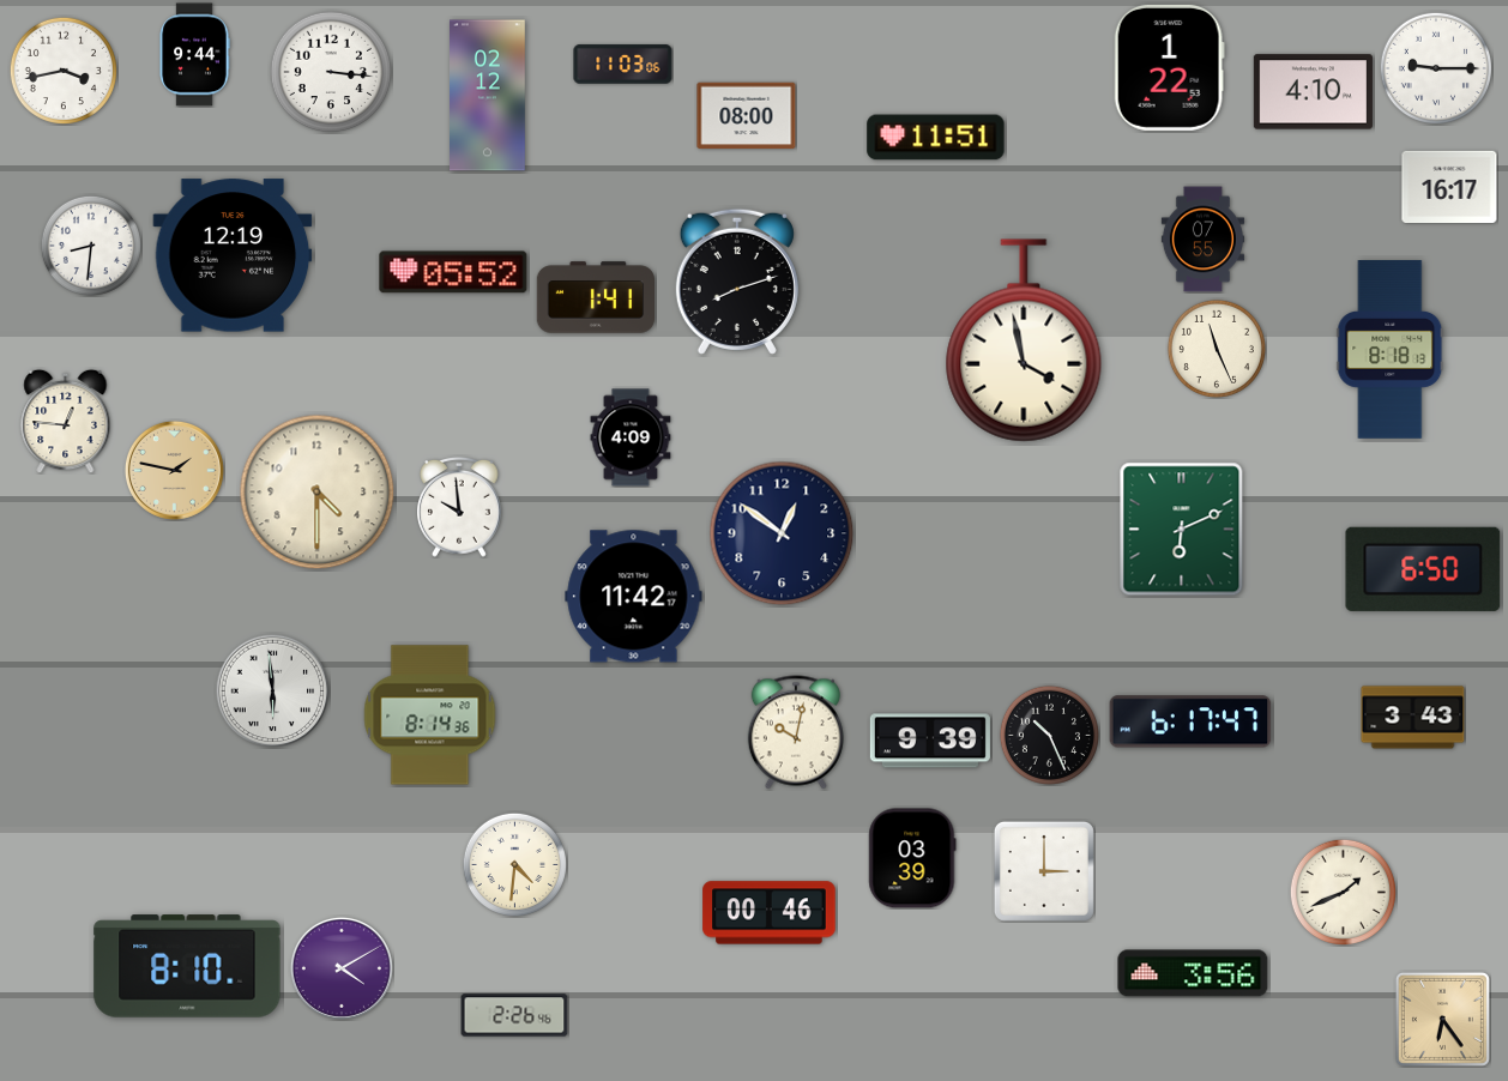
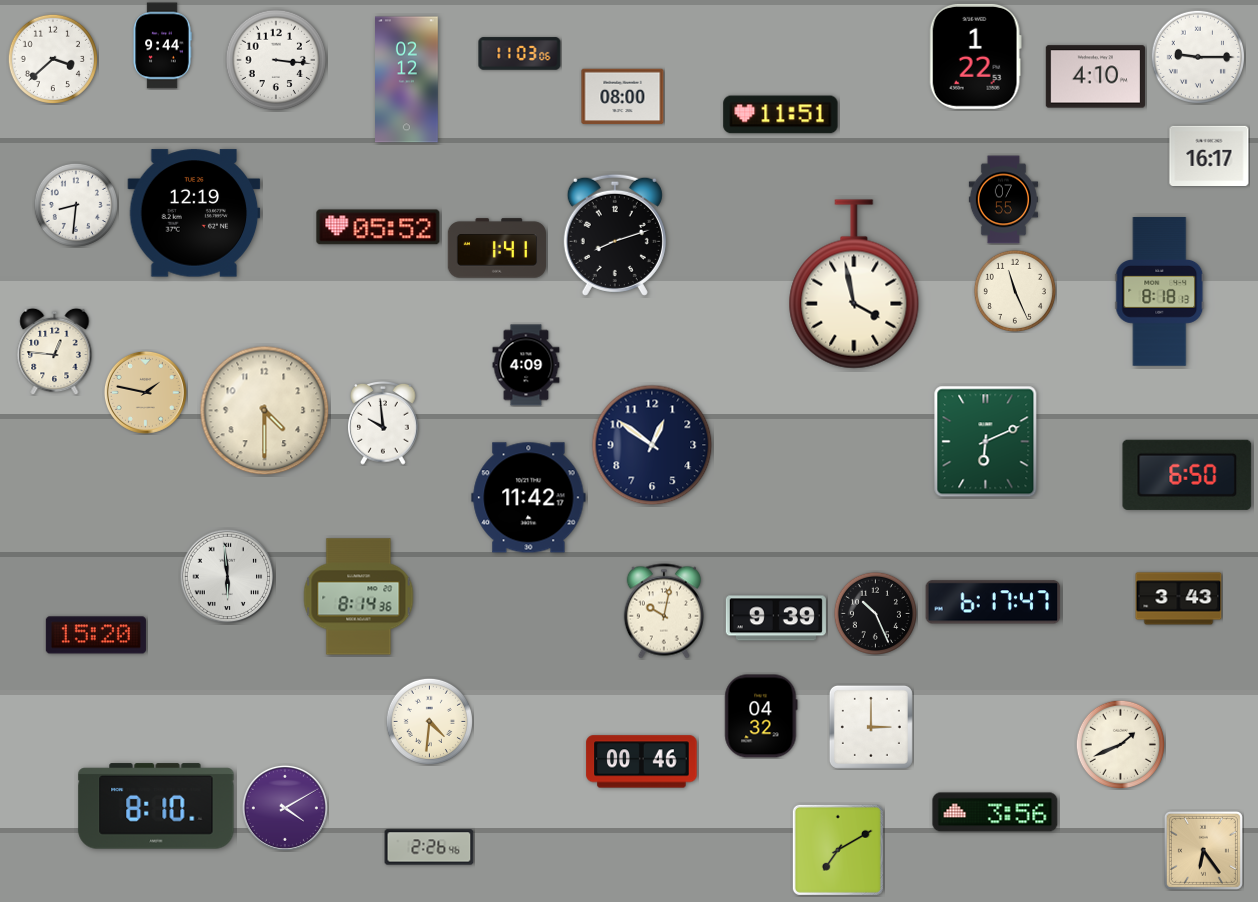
clock at (62, 70): 3:43 -> 3:38
clock at (96, 635): none -> 15:20
clock at (912, 858): 03:39 -> 04:32
clock at (838, 850): none -> 7:10
